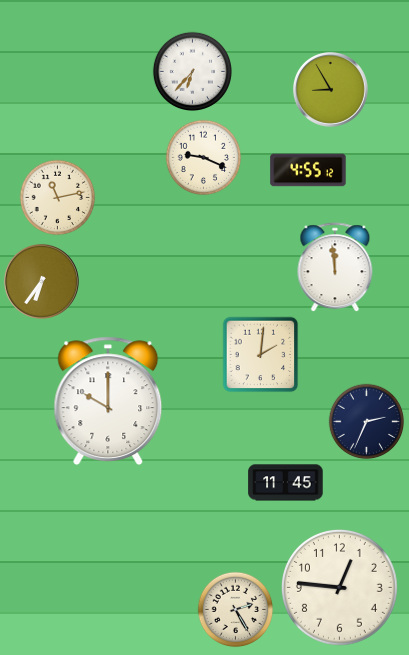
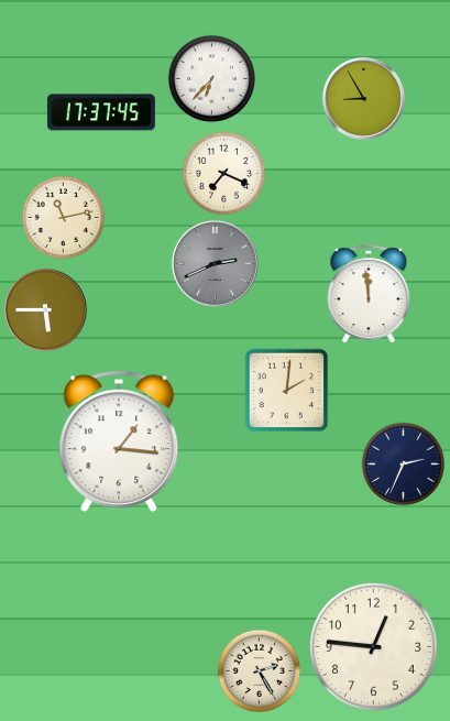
clock at (101, 112): none -> 17:37
clock at (204, 158): 9:19 -> 7:19
clock at (308, 170): 4:55 -> none
clock at (215, 263): none -> 2:41
clock at (41, 281): 6:36 -> 5:45
clock at (108, 401): 10:00 -> 1:16
clock at (286, 483): 11:45 -> none
